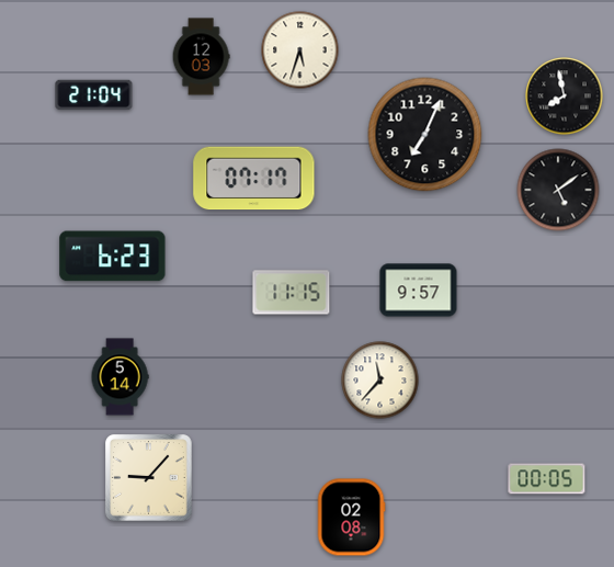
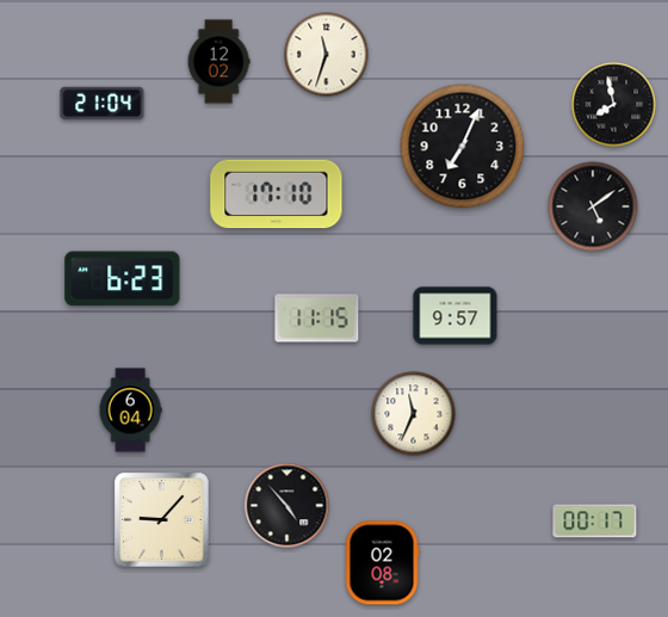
clock at (300, 50): 5:33 -> 11:33
clock at (201, 57): 12:03 -> 12:02
clock at (254, 179): 07:17 -> 17:10
clock at (558, 190) position: (558, 190) -> (593, 206)
clock at (120, 377): 5:14 -> 6:04
clock at (380, 381): 11:37 -> 11:34
clock at (287, 506): none -> 4:53
clock at (547, 479): 00:05 -> 00:17
